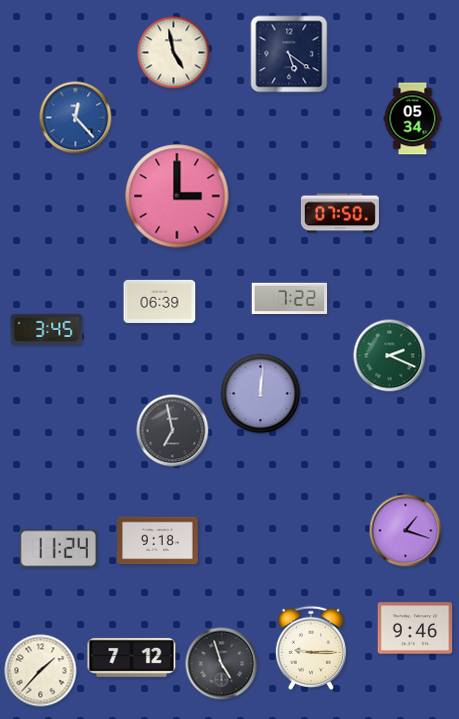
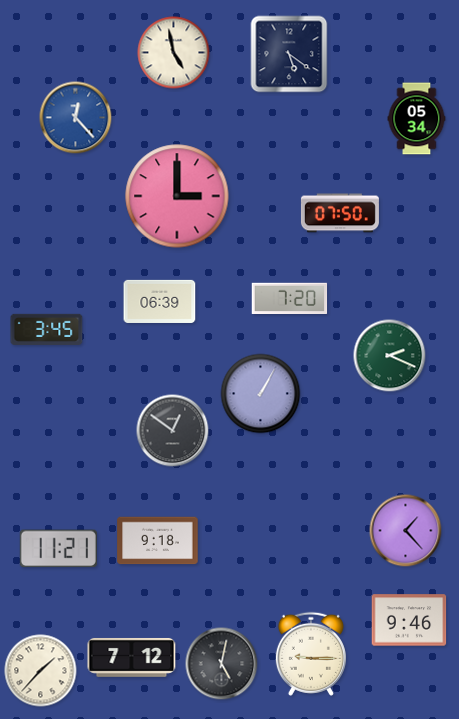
clock at (413, 119) position: (413, 119) -> (417, 119)
clock at (290, 299): 7:22 -> 7:20
clock at (261, 394): 12:01 -> 1:05
clock at (173, 431): 6:58 -> 12:51
clock at (406, 531): 1:18 -> 1:23
clock at (58, 549): 11:24 -> 11:21
clock at (415, 628) position: (415, 628) -> (409, 620)
clock at (311, 648) position: (311, 648) -> (311, 654)
clock at (222, 664): 4:57 -> 5:02
